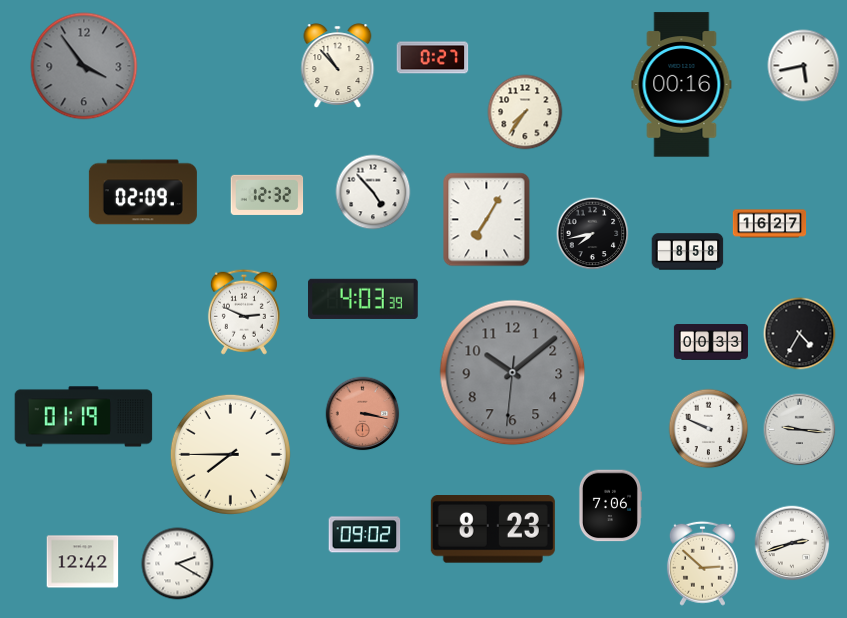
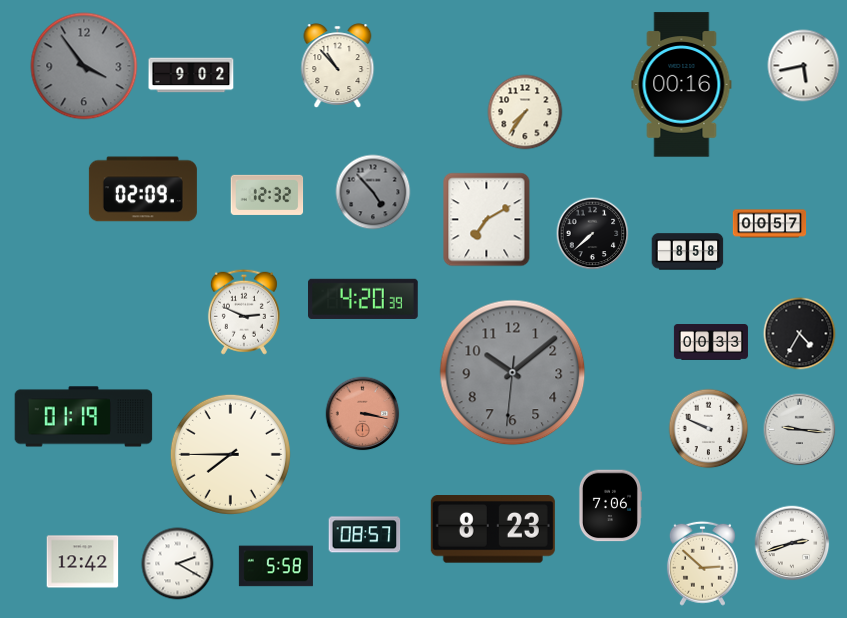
clock at (433, 58): 0:27 -> none
clock at (191, 75): none -> 9:02
clock at (143, 192) position: (143, 192) -> (143, 189)
clock at (373, 192) dial: white -> grey
clock at (487, 220): 7:05 -> 7:10
clock at (770, 224): 16:27 -> 00:57
clock at (593, 234): 7:43 -> 7:38
clock at (364, 299): 4:03 -> 4:20
clock at (365, 535): 09:02 -> 08:57
clock at (276, 566): none -> 5:58
